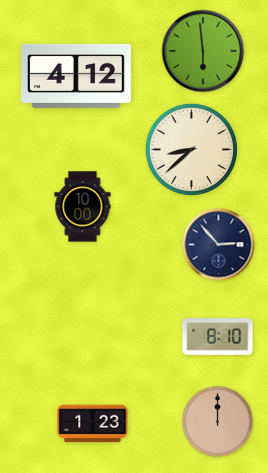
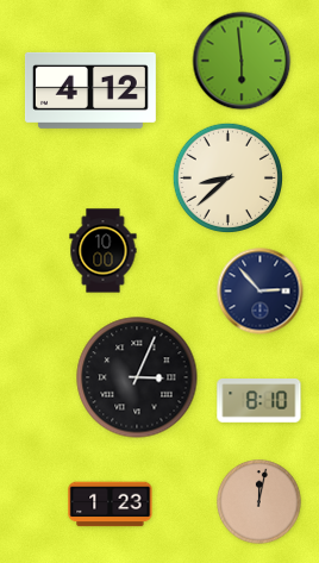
clock at (83, 207) position: (83, 207) -> (104, 251)
clock at (137, 377): none -> 3:04
clock at (218, 422): 12:00 -> 12:02
